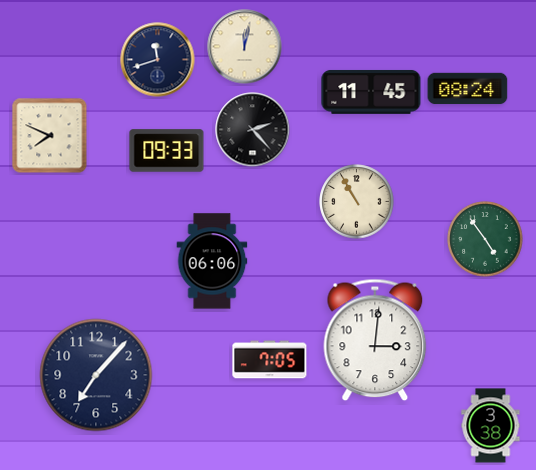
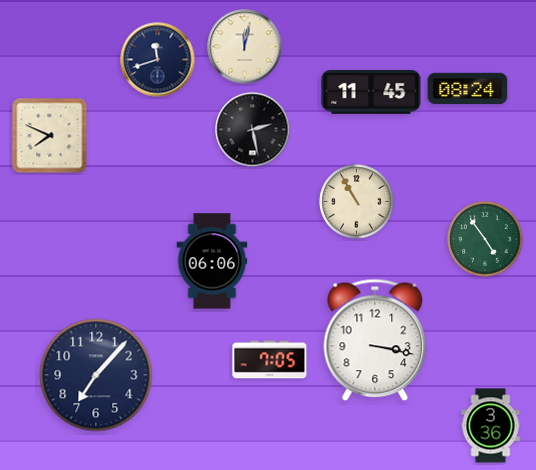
clock at (253, 130): 2:23 -> 2:28
clock at (167, 151): 09:33 -> none
clock at (375, 340): 3:01 -> 3:17
clock at (491, 426): 3:38 -> 3:36
